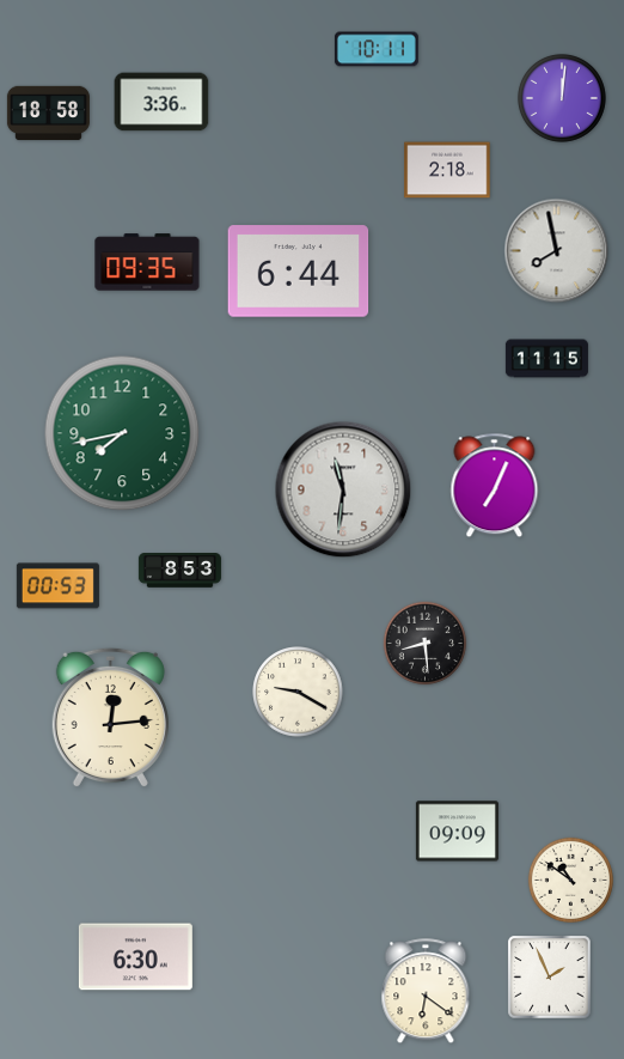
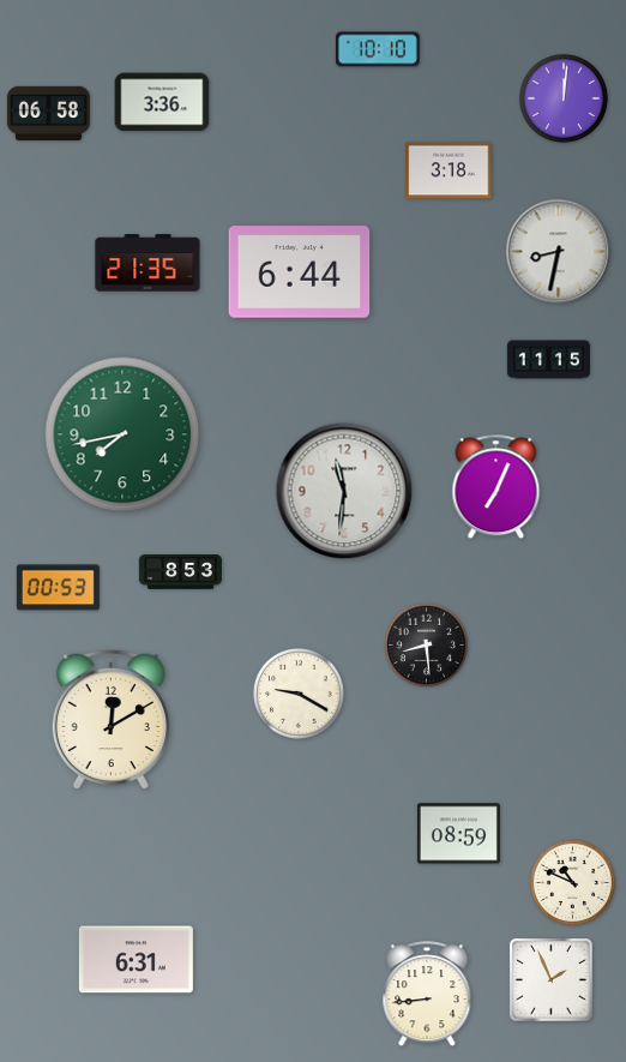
clock at (377, 49): 10:11 -> 10:10
clock at (48, 114): 18:58 -> 06:58
clock at (447, 170): 2:18 -> 3:18
clock at (557, 251): 7:58 -> 8:32
clock at (147, 262): 09:35 -> 21:35
clock at (110, 718): 12:14 -> 12:10
clock at (457, 832): 09:09 -> 08:59
clock at (570, 880): 10:51 -> 10:49
clock at (135, 957): 6:30 -> 6:31
clock at (426, 992): 6:21 -> 8:44
